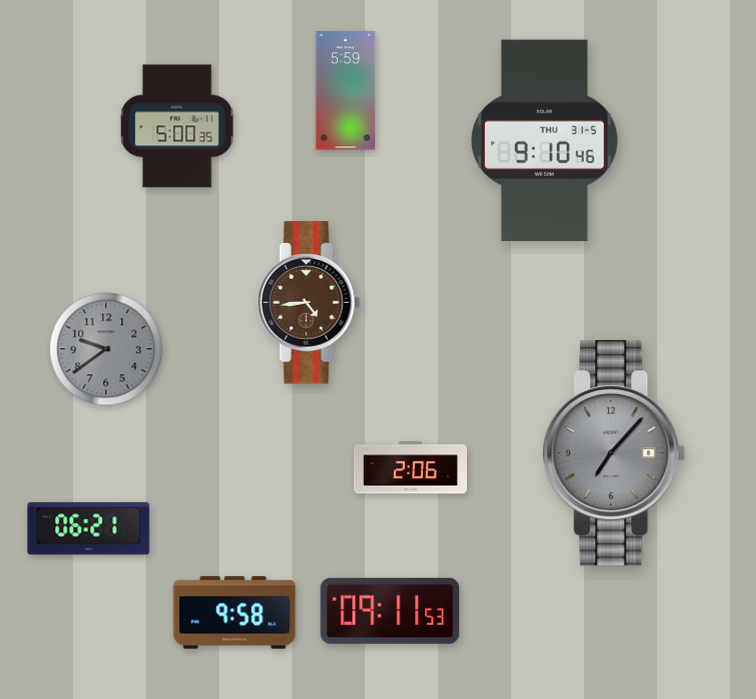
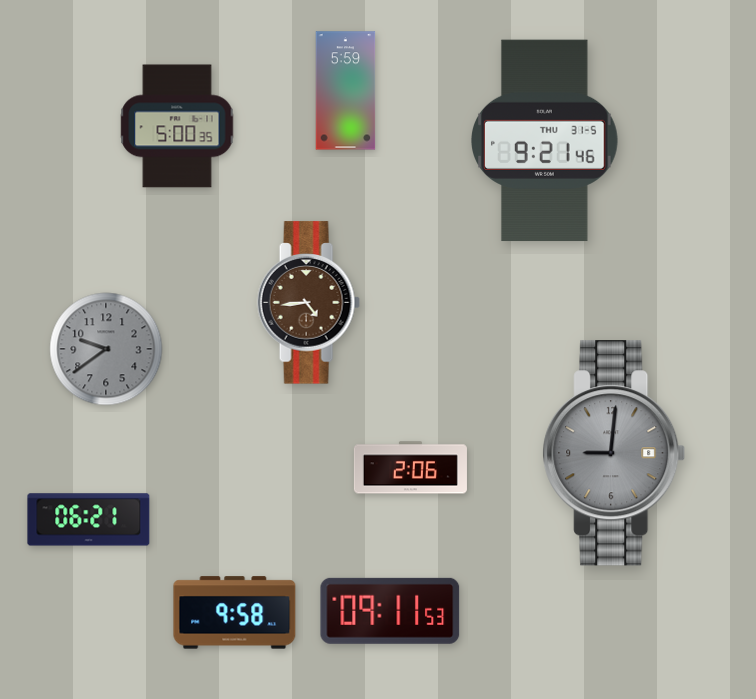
clock at (545, 141): 9:10 -> 9:21
clock at (614, 453): 7:07 -> 9:01
clock at (89, 529) position: (89, 529) -> (89, 520)
